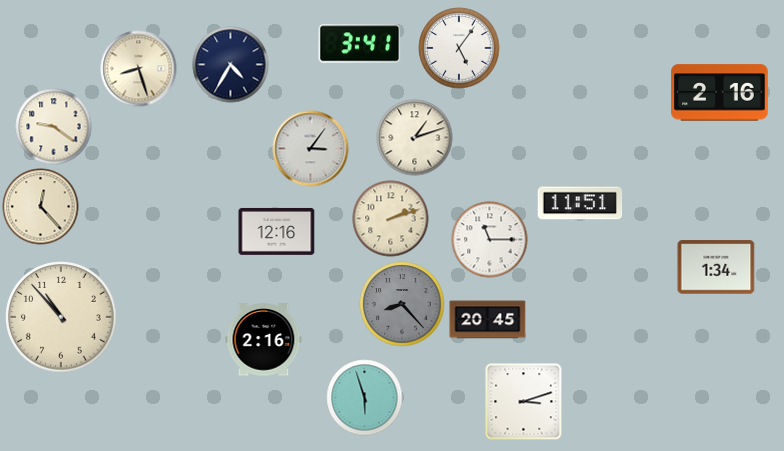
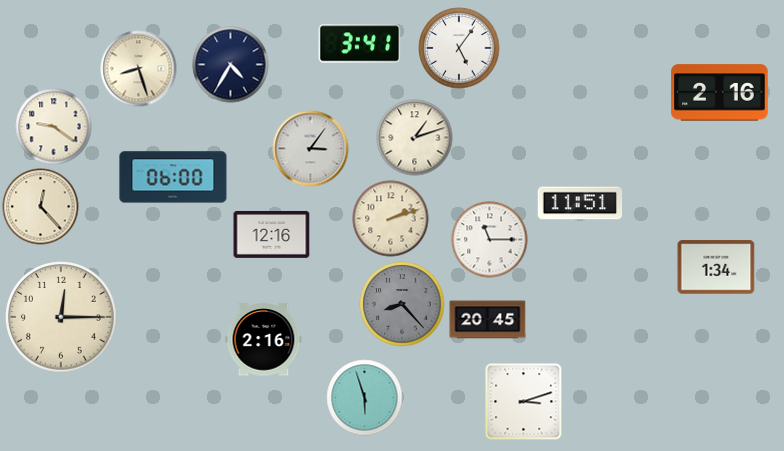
clock at (173, 177): none -> 06:00
clock at (277, 231) position: (277, 231) -> (272, 234)
clock at (61, 317): 10:53 -> 12:15
